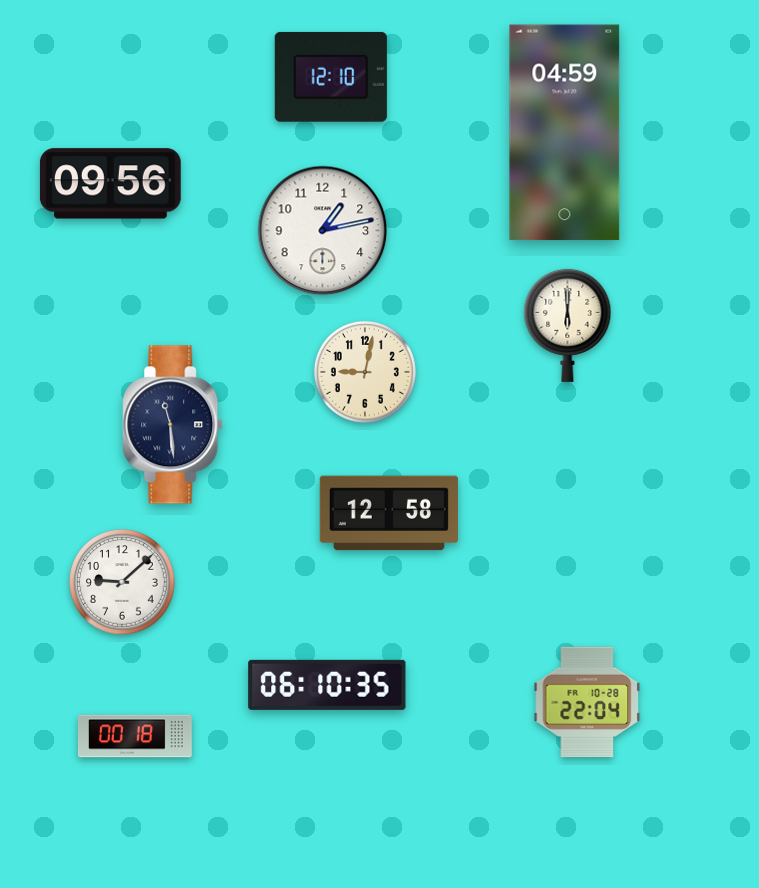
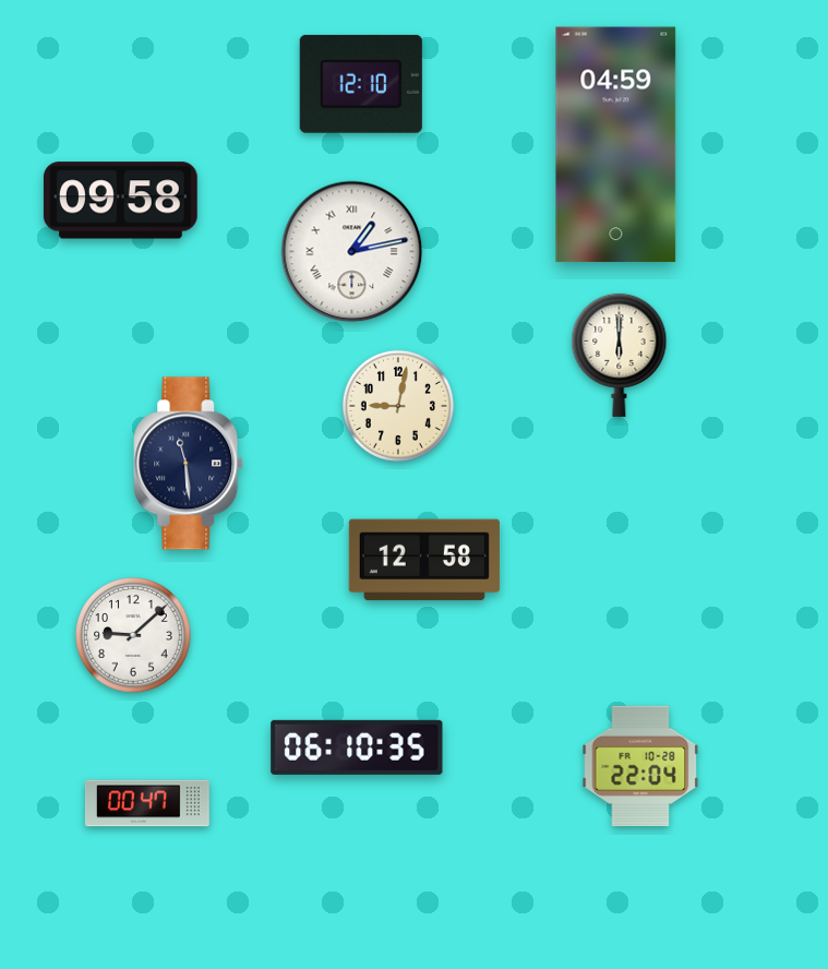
clock at (110, 184): 09:56 -> 09:58
clock at (323, 231) numerals: Arabic -> Roman
clock at (135, 736): 00:18 -> 00:47
